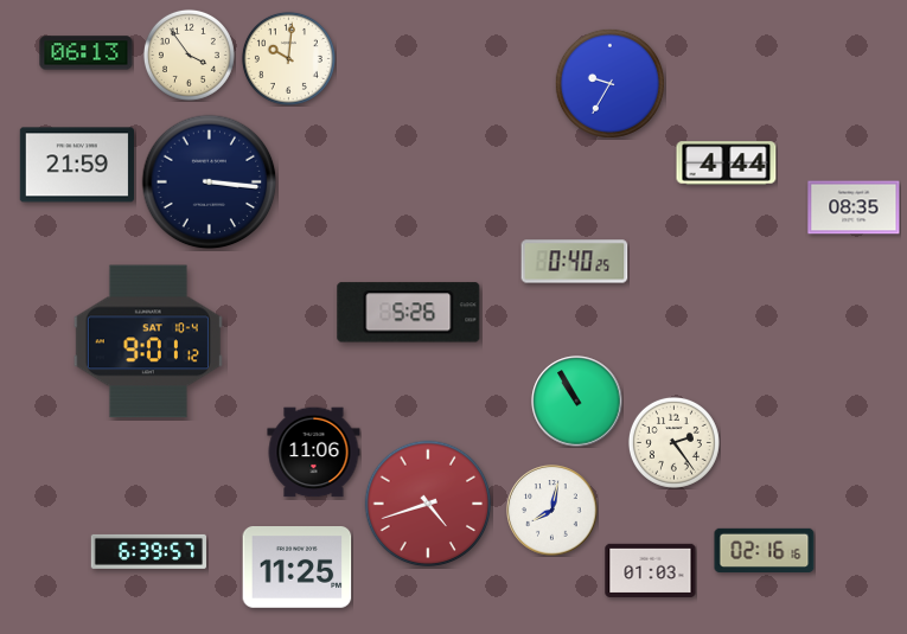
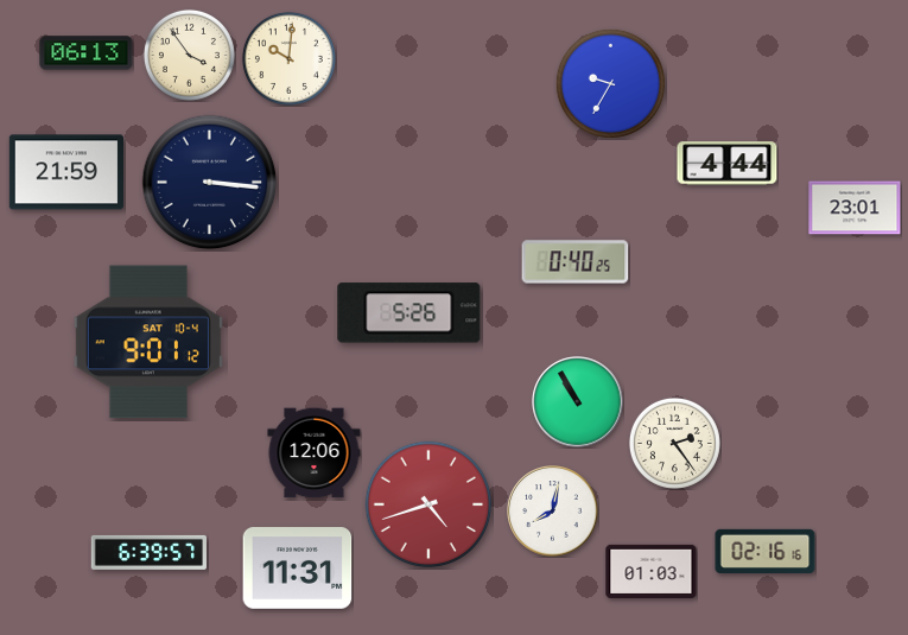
clock at (76, 165) position: (76, 165) -> (65, 172)
clock at (854, 207): 08:35 -> 23:01
clock at (314, 453): 11:06 -> 12:06
clock at (298, 568): 11:25 -> 11:31
